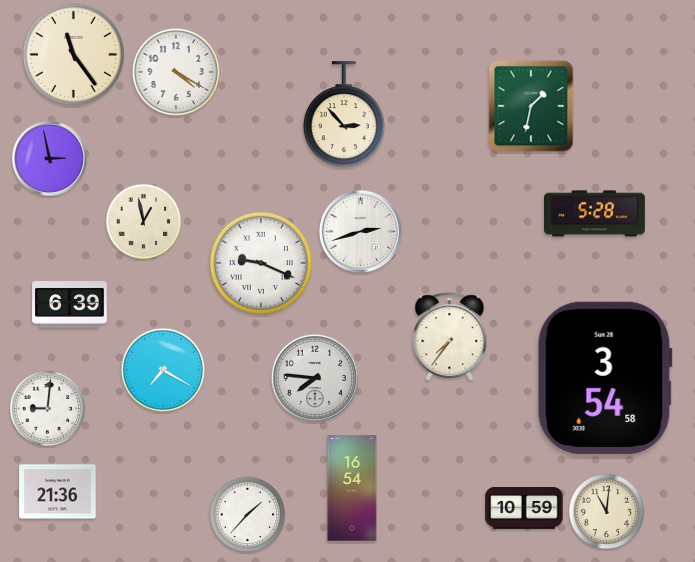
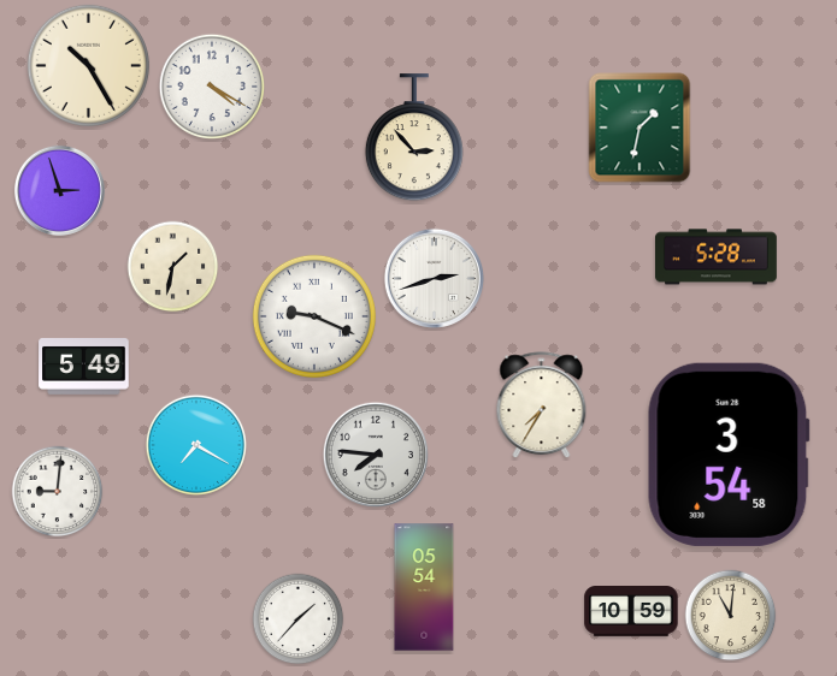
clock at (73, 54): 11:24 -> 10:25
clock at (49, 158): 2:58 -> 2:57
clock at (144, 222): 12:58 -> 1:32
clock at (70, 305): 6:39 -> 5:49
clock at (450, 337): 7:36 -> 7:35
clock at (314, 377) position: (314, 377) -> (375, 453)
clock at (352, 488): 16:54 -> 05:54
clock at (58, 492): 21:36 -> none
